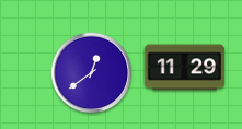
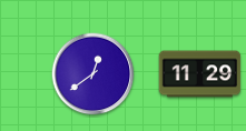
clock at (185, 68) position: (185, 68) -> (200, 74)
